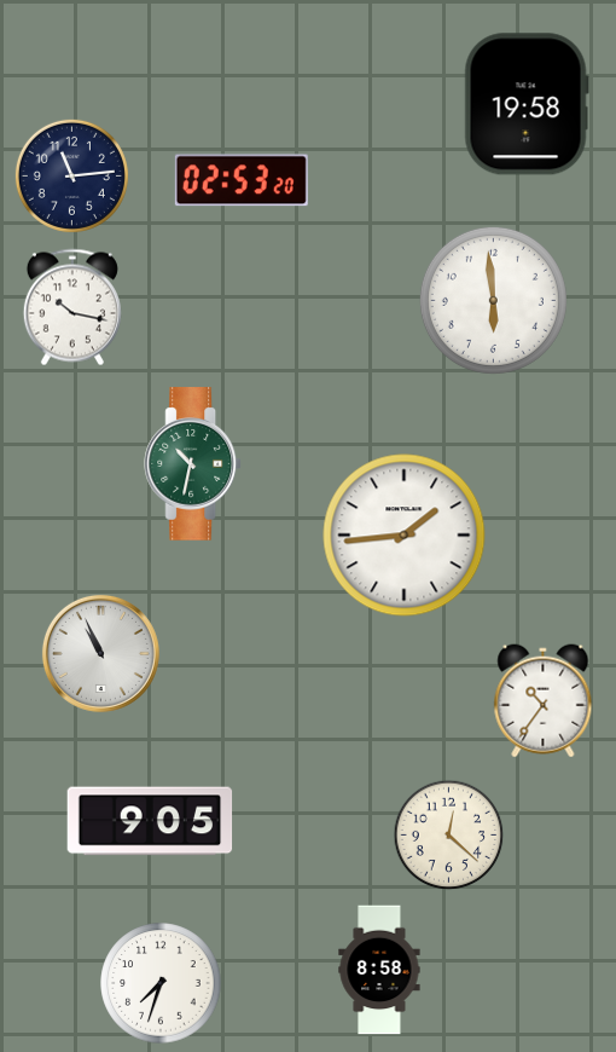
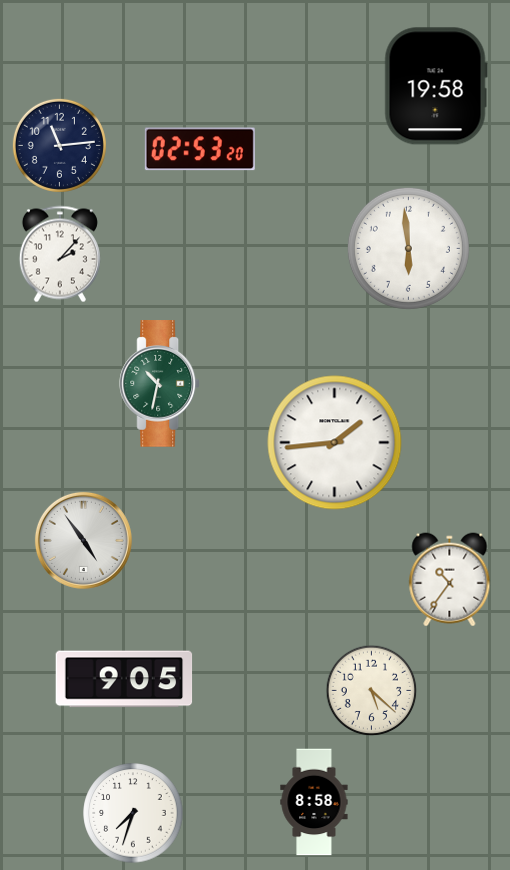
clock at (72, 307): 10:17 -> 2:07
clock at (100, 653): 10:56 -> 4:54
clock at (449, 836): 12:22 -> 5:22
